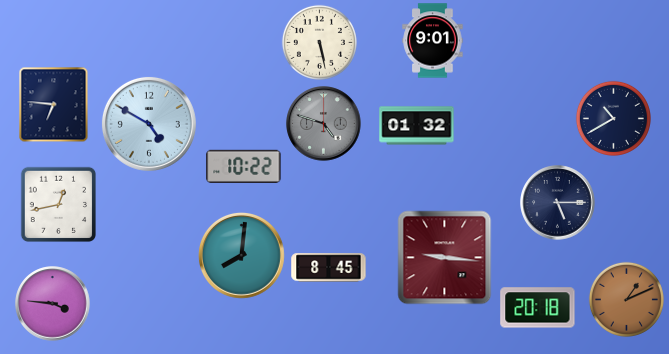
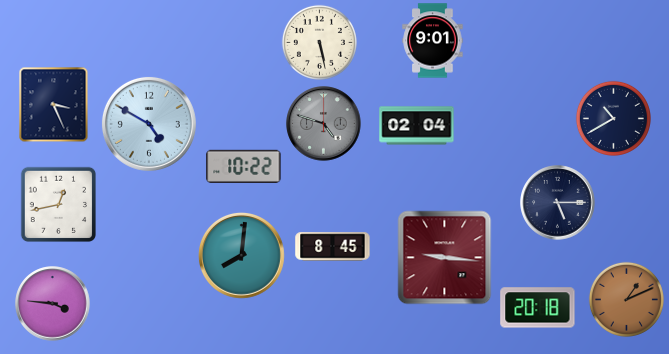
clock at (54, 105): 6:46 -> 3:26
clock at (417, 126): 01:32 -> 02:04
clock at (329, 268) position: (329, 268) -> (333, 247)
